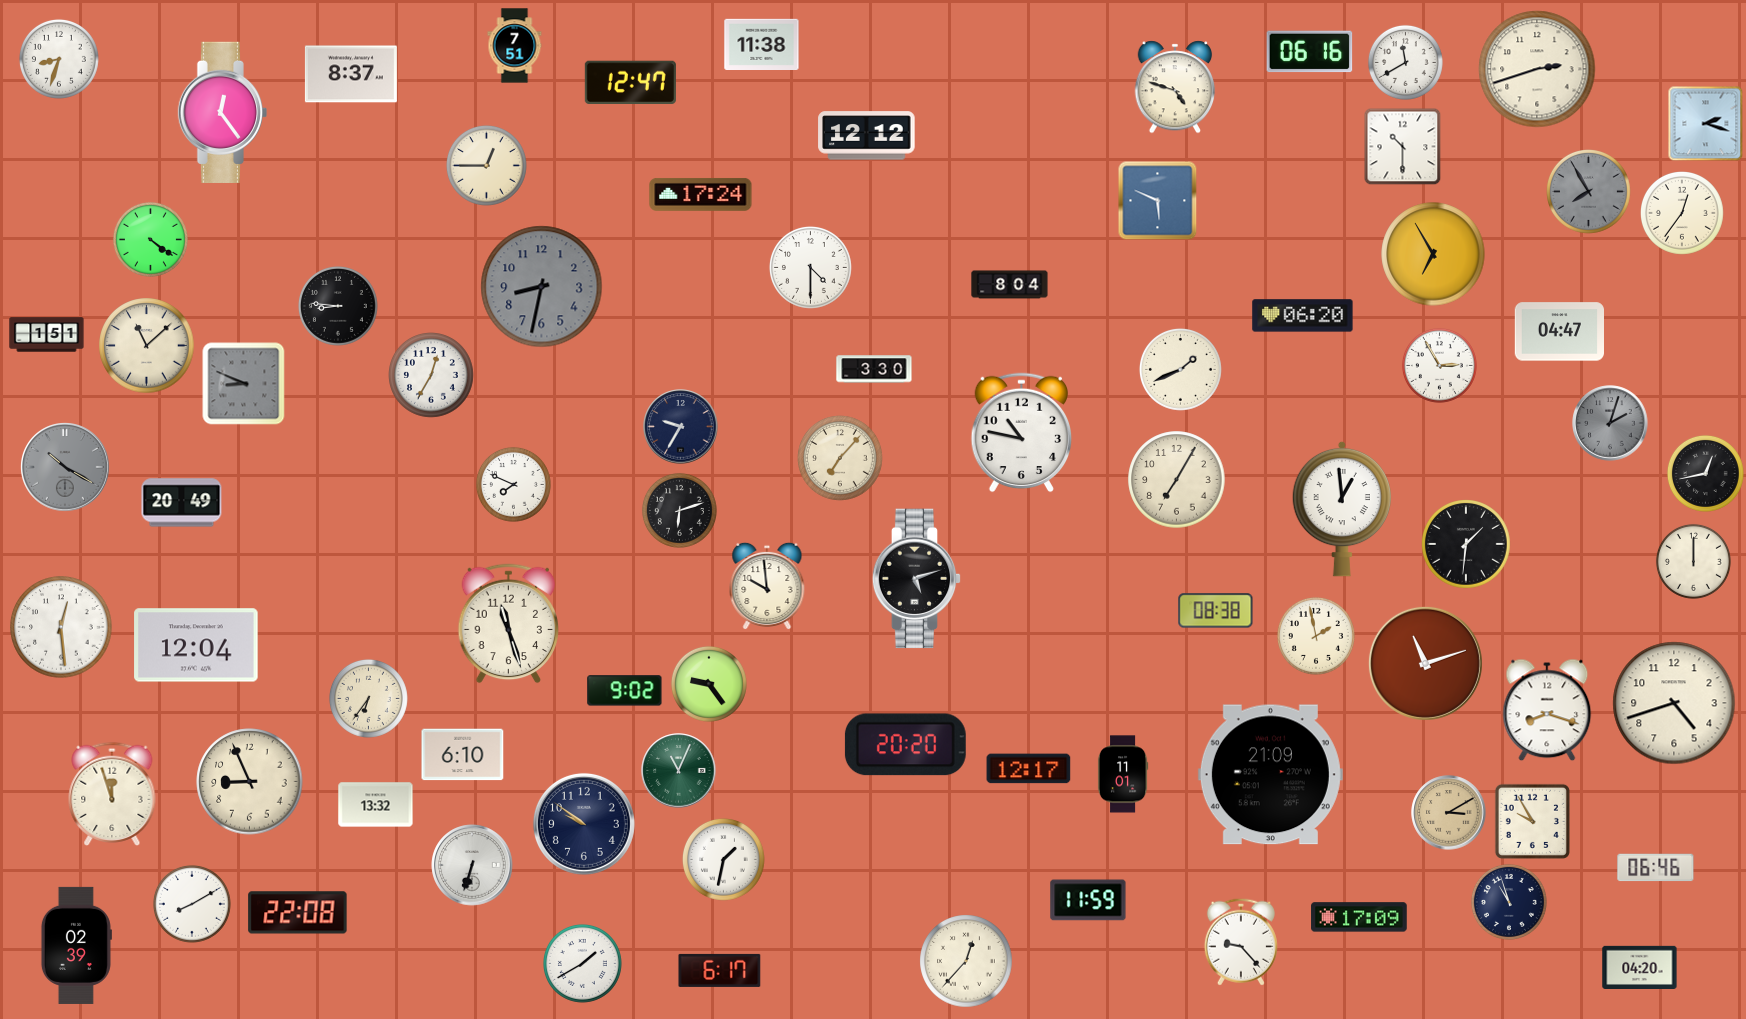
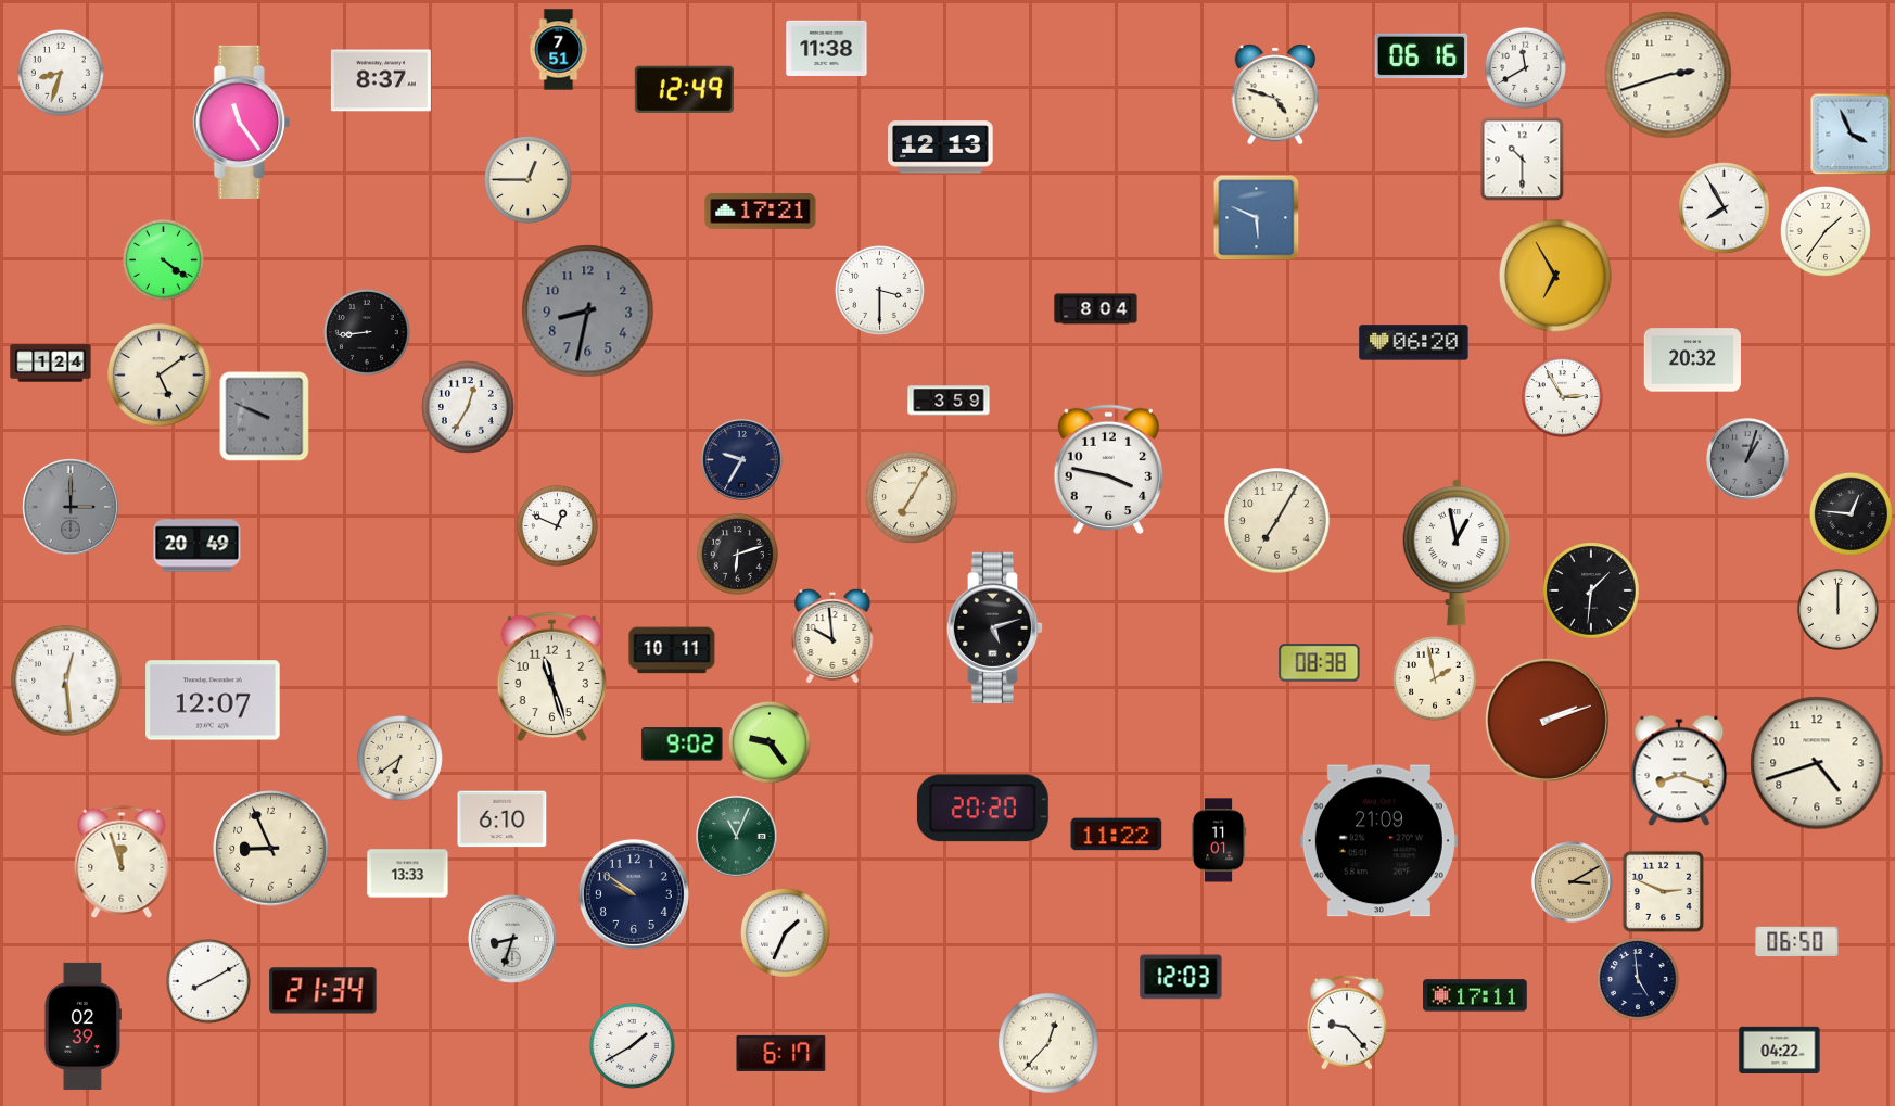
clock at (59, 59) position: (59, 59) -> (61, 73)
clock at (630, 83): 12:47 -> 12:49
clock at (222, 112): 12:24 -> 11:24
clock at (1706, 124): 2:18 -> 3:56
clock at (867, 136): 12:12 -> 12:13
clock at (1589, 192) dial: grey -> white
clock at (701, 194): 17:24 -> 17:21
clock at (1683, 214): 12:36 -> 1:36
clock at (810, 267): 4:30 -> 3:30
clock at (338, 306): 8:46 -> 8:44
clock at (1559, 332): 04:47 -> 20:32
clock at (47, 335): 1:51 -> 1:24
clock at (147, 346): 11:08 -> 5:09
clock at (874, 369): 3:30 -> 3:59
clock at (1180, 369): 1:41 -> none
clock at (244, 384): 8:49 -> 9:49
clock at (1610, 423): 2:03 -> 1:03
clock at (681, 427) position: (681, 427) -> (742, 460)
clock at (1022, 433): 10:47 -> 3:47
clock at (841, 459): 7:07 -> 7:05
clock at (65, 467): 10:20 -> 3:00
clock at (1705, 473): 12:43 -> 12:46
clock at (513, 484): 7:49 -> 12:49
clock at (1341, 509): 12:59 -> 12:58
clock at (672, 650): none -> 10:11
clock at (1316, 636) position: (1316, 636) -> (1435, 678)
clock at (196, 645): 12:04 -> 12:07
clock at (1425, 663): 11:12 -> 2:12
clock at (625, 691) position: (625, 691) -> (683, 745)
clock at (368, 698): 6:36 -> 6:39
clock at (1029, 769): 12:17 -> 11:22
clock at (376, 805): 13:32 -> 13:33
clock at (1532, 821): 9:55 -> 2:49
clock at (723, 859): 1:32 -> 1:34
clock at (472, 865): 6:33 -> 8:33
clock at (1656, 868): 06:46 -> 06:50
clock at (1088, 900): 11:59 -> 12:03
clock at (1509, 902): 10:57 -> 4:59
clock at (298, 913): 22:08 -> 21:34
clock at (1359, 917): 17:09 -> 17:11
clock at (1640, 967): 04:20 -> 04:22
